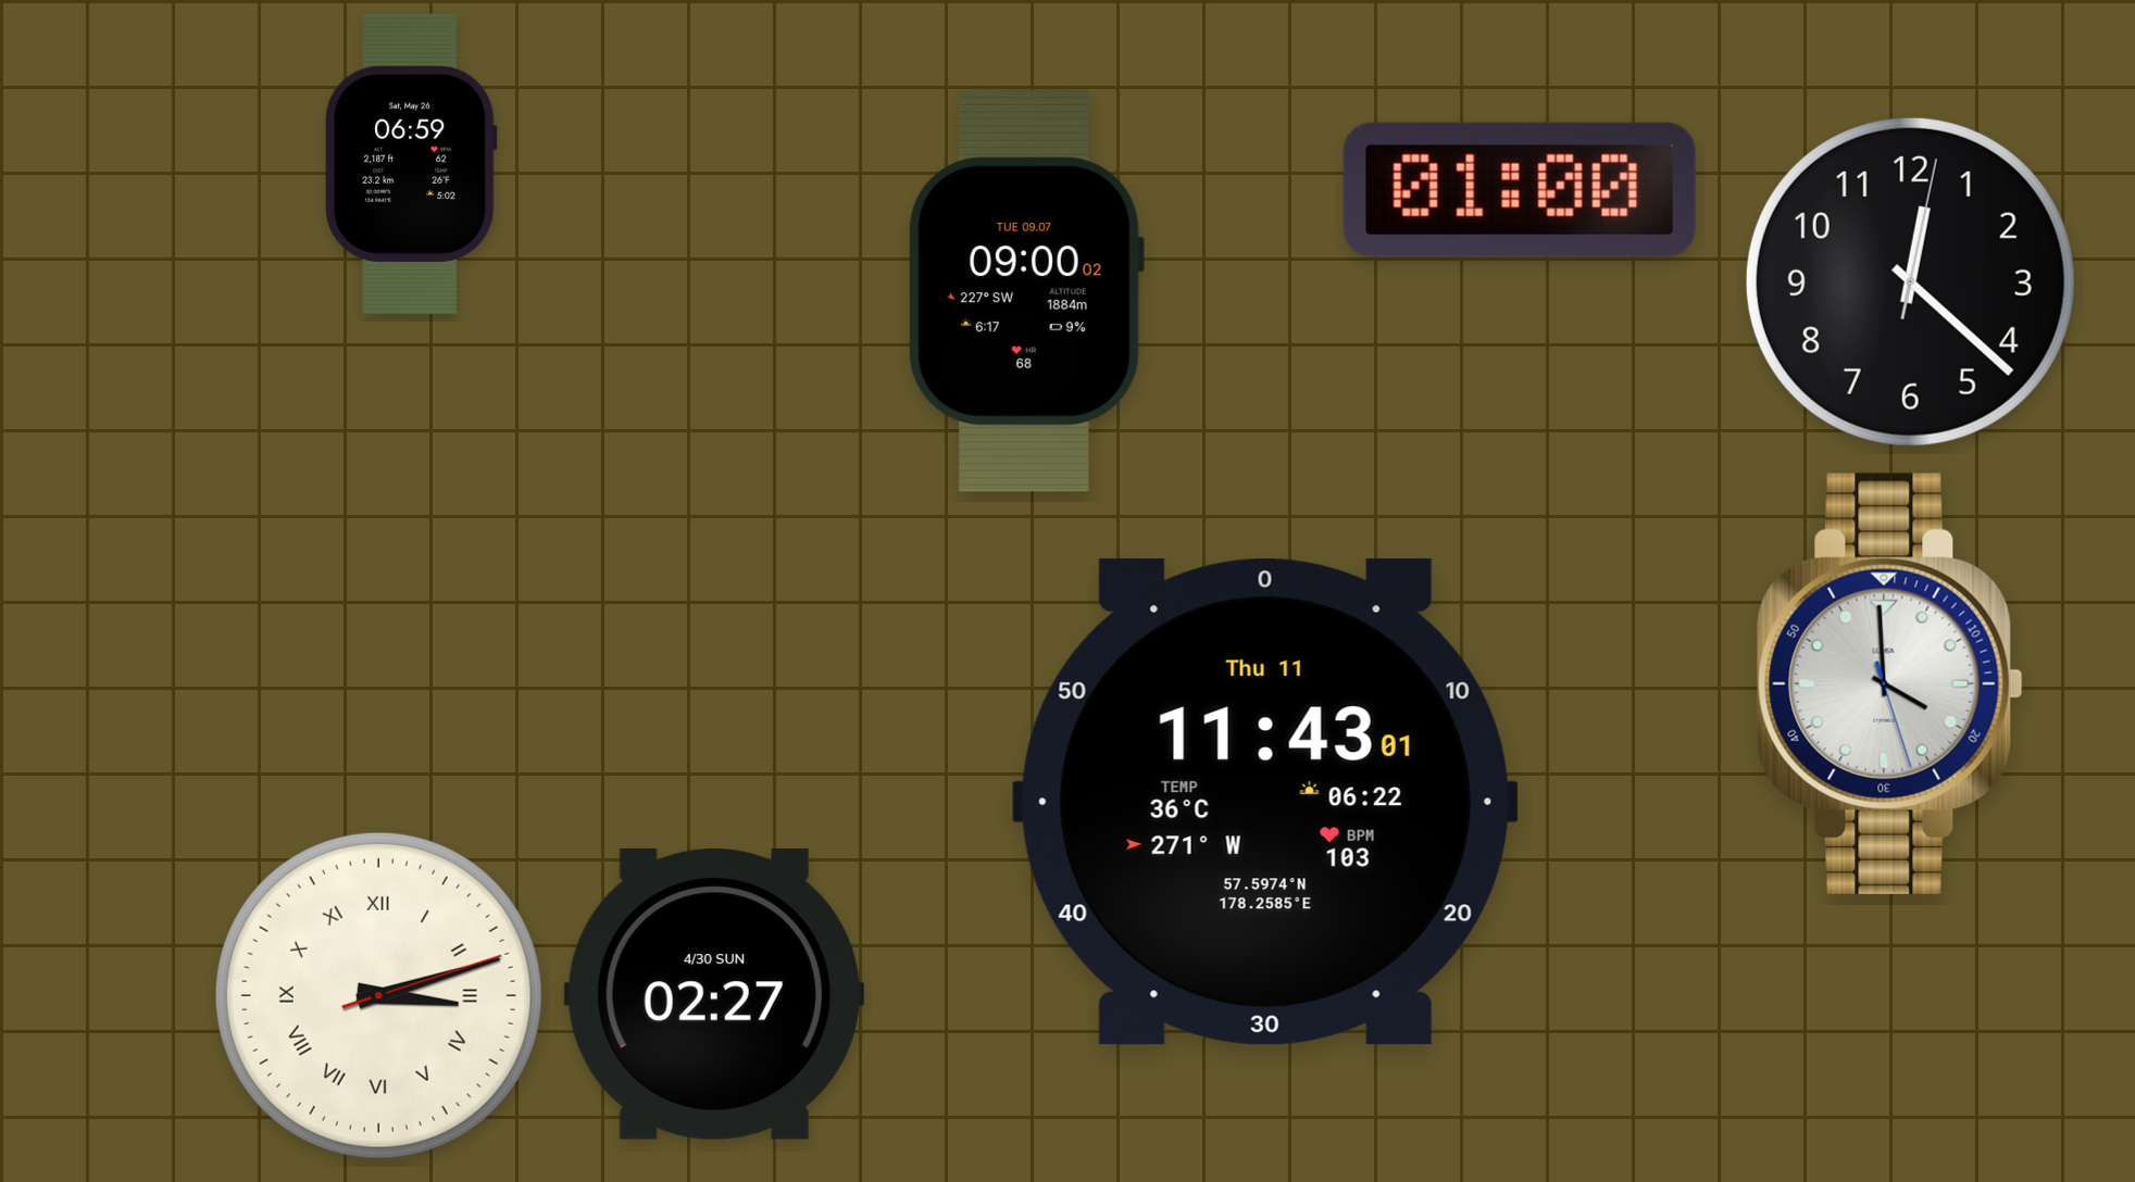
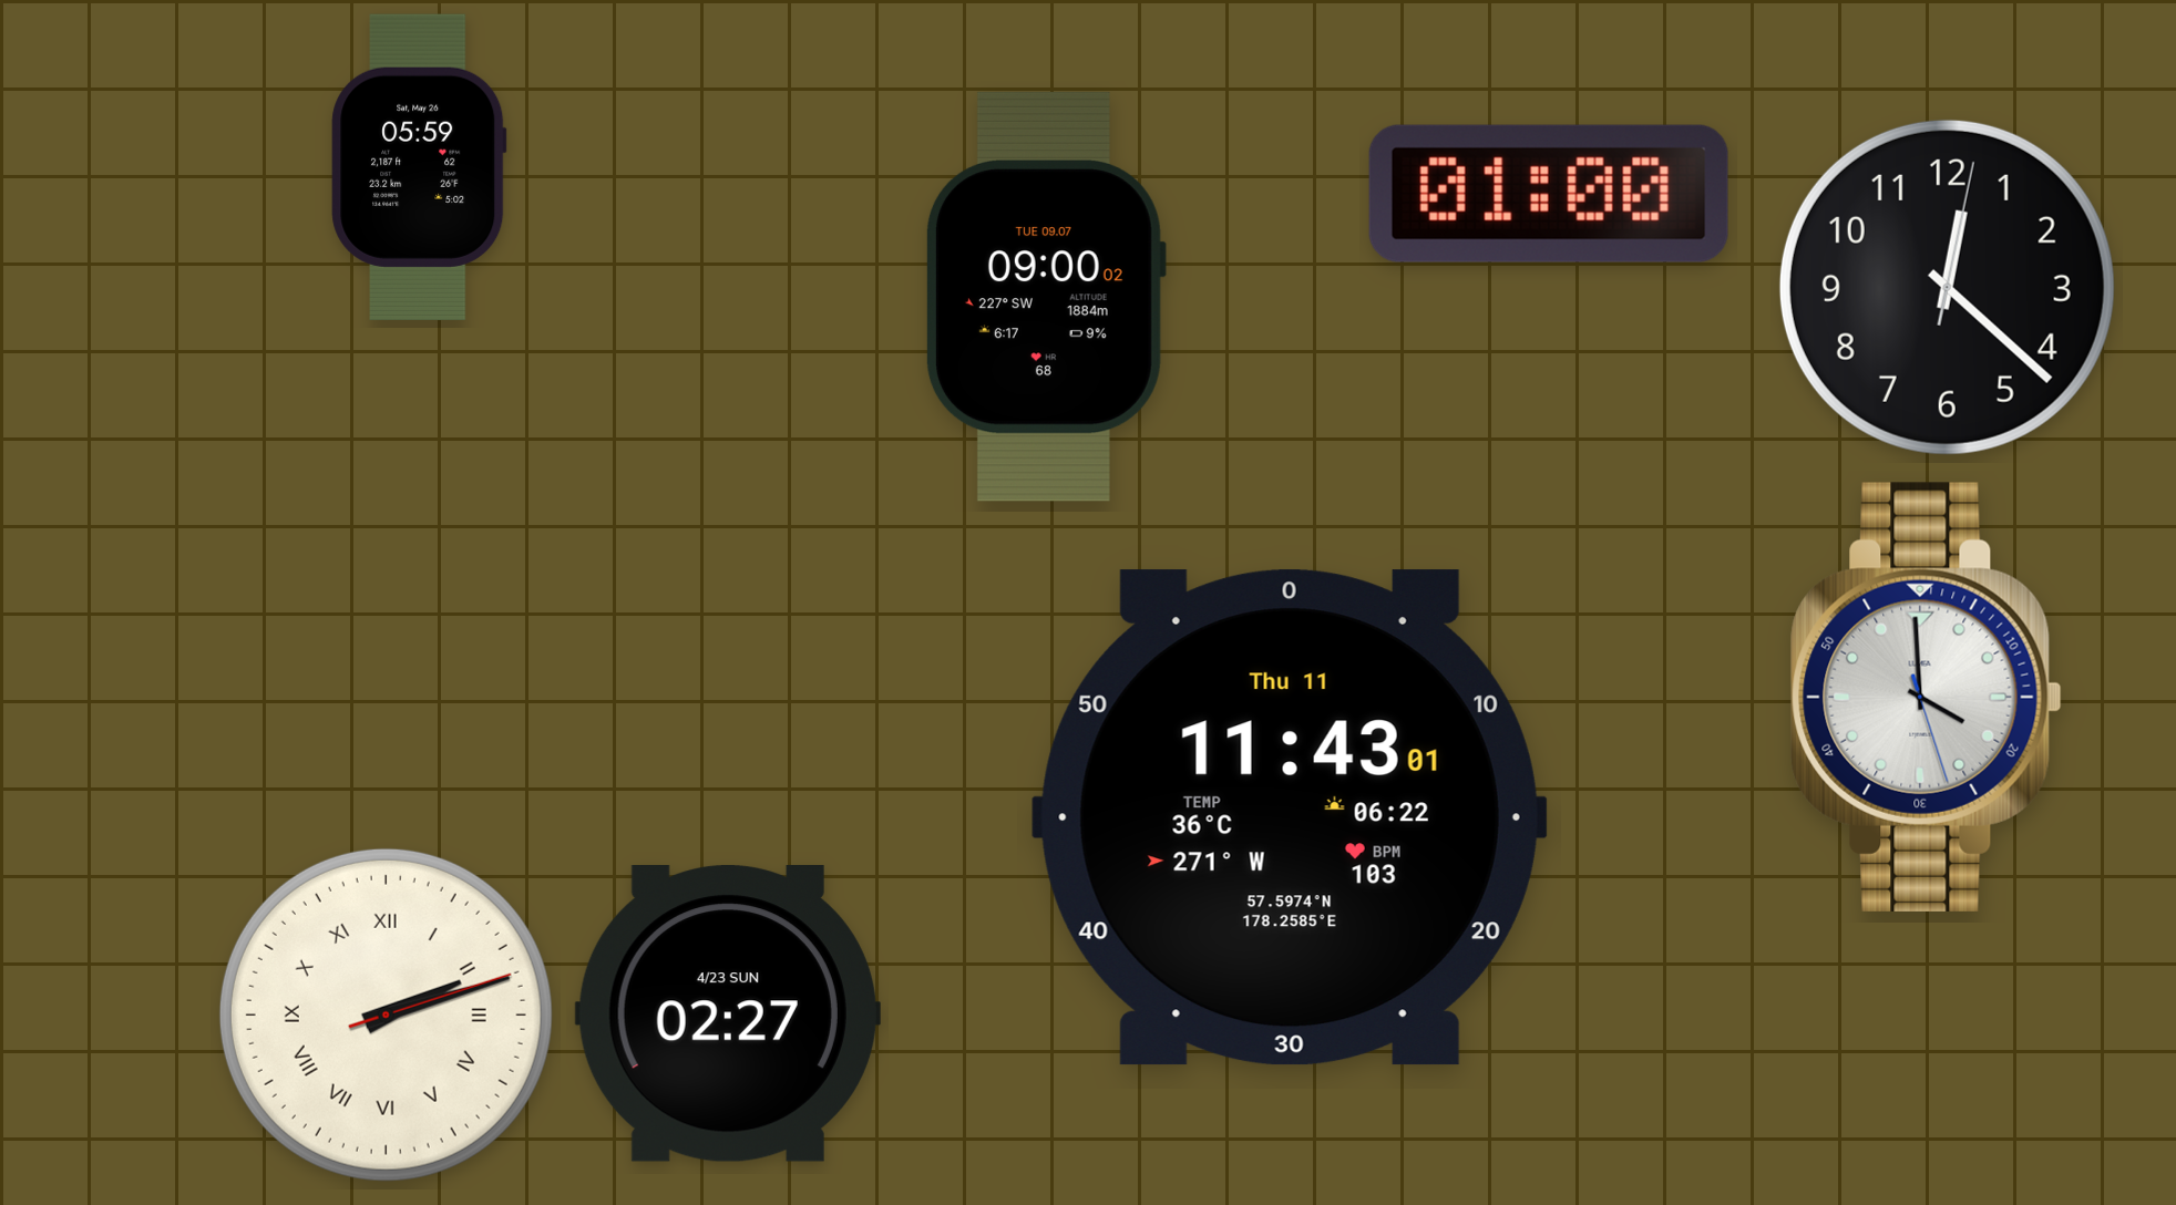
clock at (411, 164): 06:59 -> 05:59
clock at (378, 995): 3:12 -> 2:12
clock at (714, 995) date: 4/30 SUN -> 4/23 SUN
